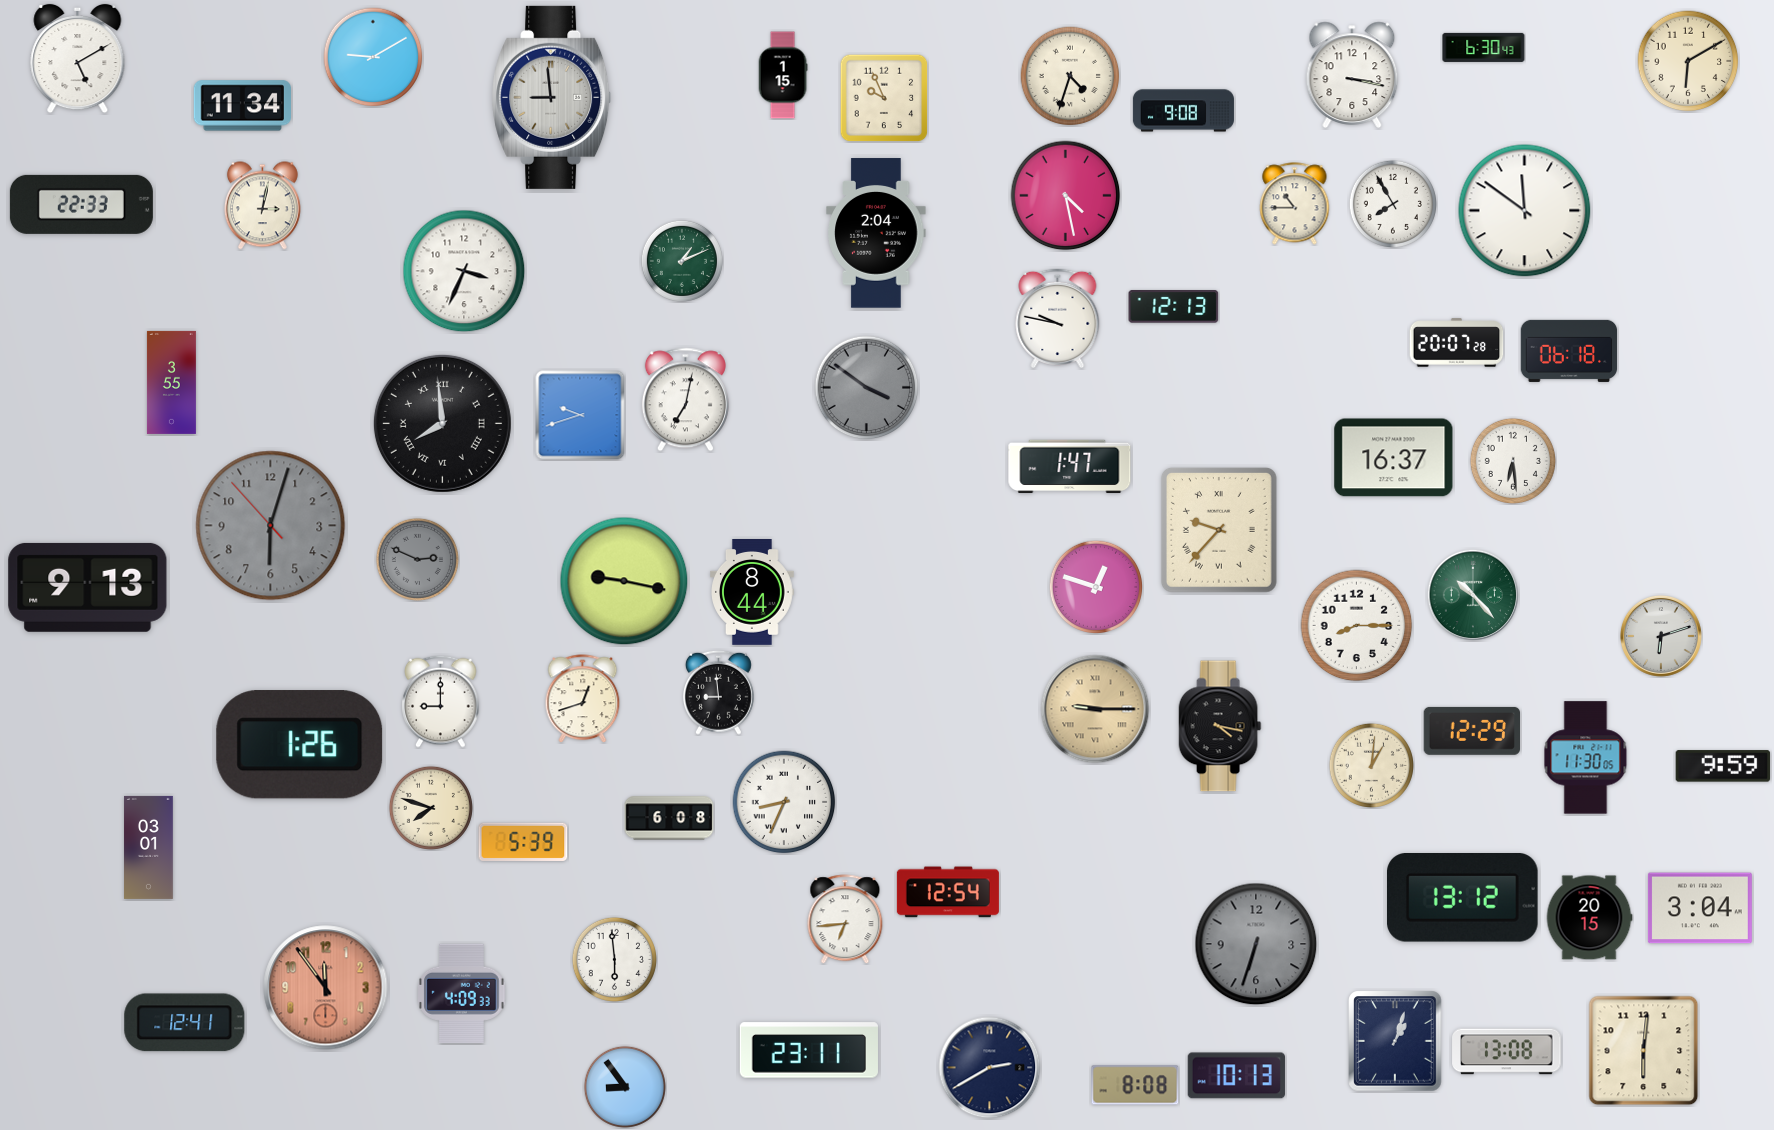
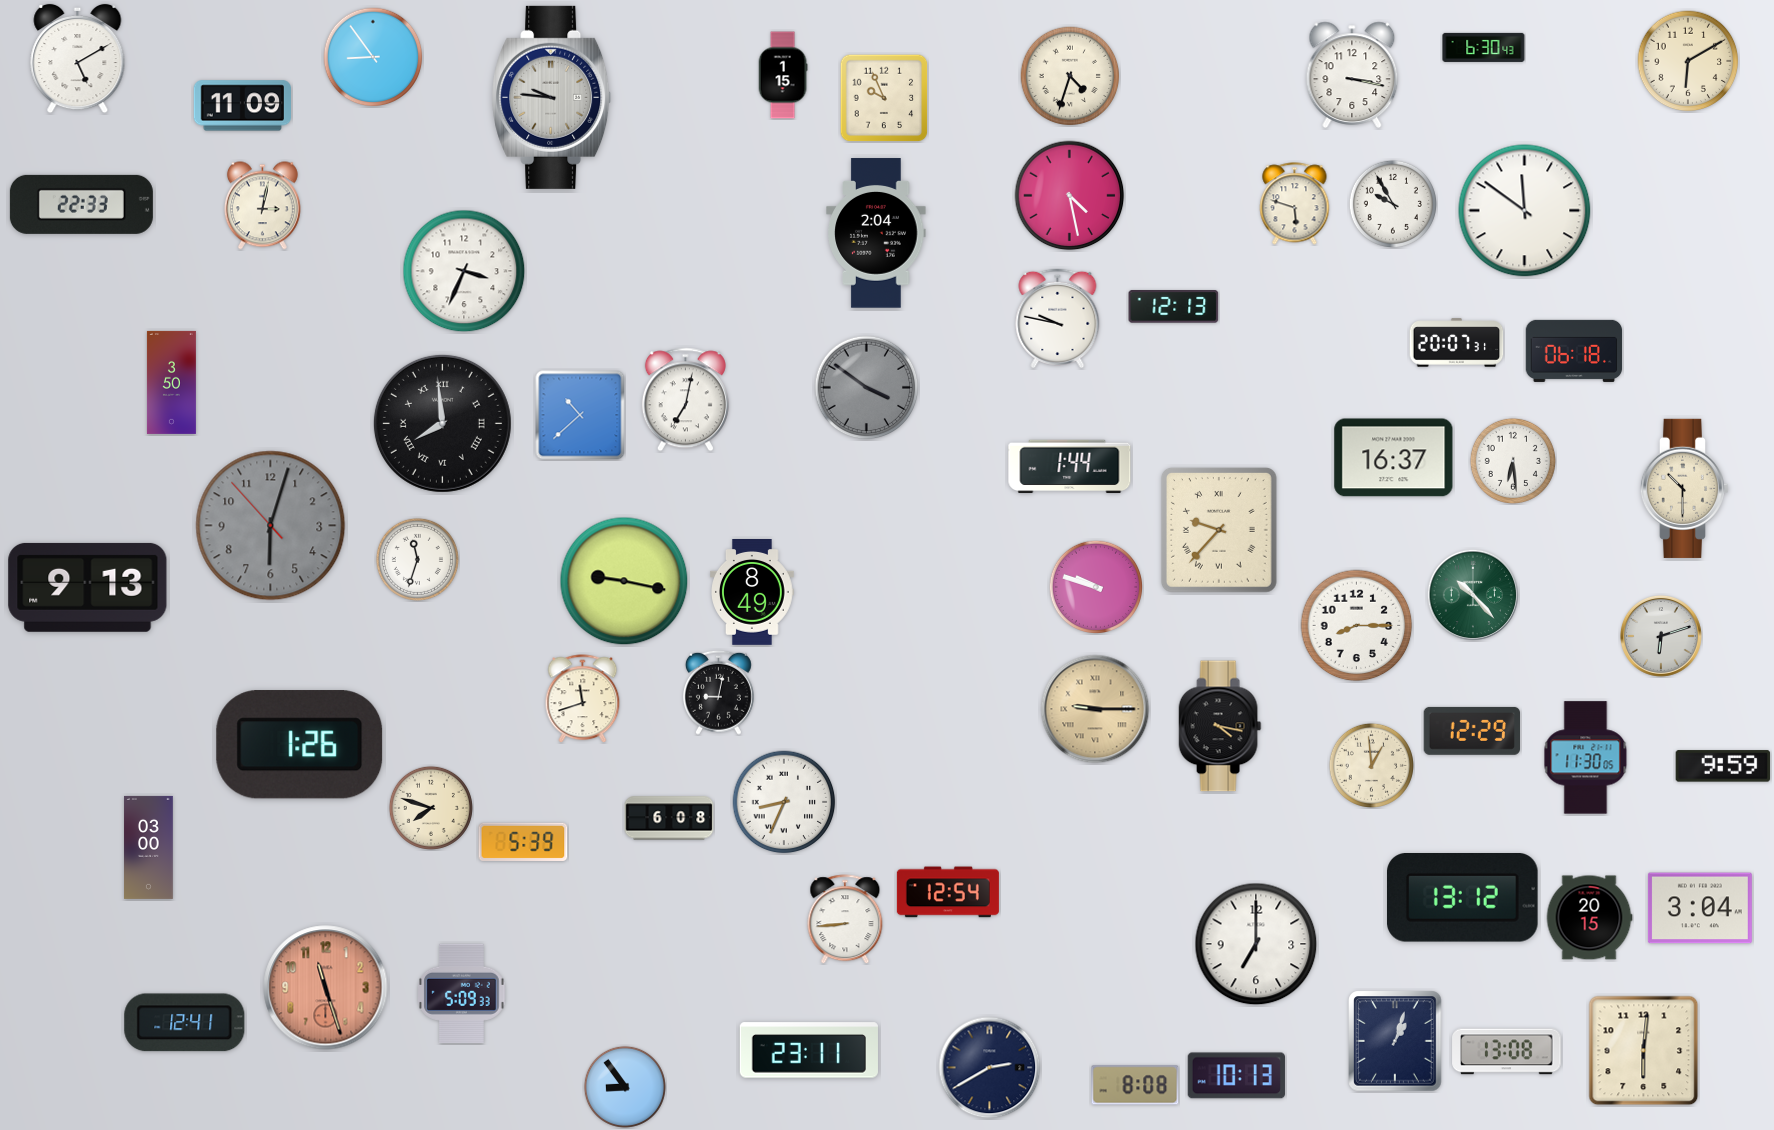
clock at (373, 57): 9:10 -> 8:54
clock at (552, 97): 8:59 -> 9:46
clock at (242, 106): 11:34 -> 11:09
clock at (1183, 111): 9:08 -> none
clock at (1066, 196) position: (1066, 196) -> (1070, 196)
clock at (1295, 204): 10:45 -> 5:48
clock at (1393, 204): 7:55 -> 9:55
clock at (682, 261): 1:11 -> none
clock at (1457, 343): 20:07:28 -> 20:07:31
clock at (1569, 351) position: (1569, 351) -> (1574, 351)
clock at (171, 382): 3:55 -> 3:50
clock at (580, 415): 9:42 -> 10:38
clock at (1070, 467): 1:47 -> 1:44
clock at (1684, 488): none -> 10:30
clock at (417, 559): 2:49 -> 11:33
clock at (417, 559) dial: grey -> white
clock at (1095, 586): 12:48 -> 9:48
clock at (753, 593): 8:44 -> 8:49
clock at (718, 692): 8:59 -> 9:02
clock at (583, 699): 12:42 -> 11:42
clock at (441, 701): 9:00 -> none
clock at (1371, 765): 1:01 -> 12:59
clock at (149, 847): 03:01 -> 03:00
clock at (845, 919): 6:44 -> 8:44
clock at (1256, 944): 6:33 -> 7:00
clock at (1256, 944) dial: grey -> white
clock at (614, 959): 5:59 -> none
clock at (326, 988): 11:54 -> 11:27
clock at (462, 993): 4:09 -> 5:09
